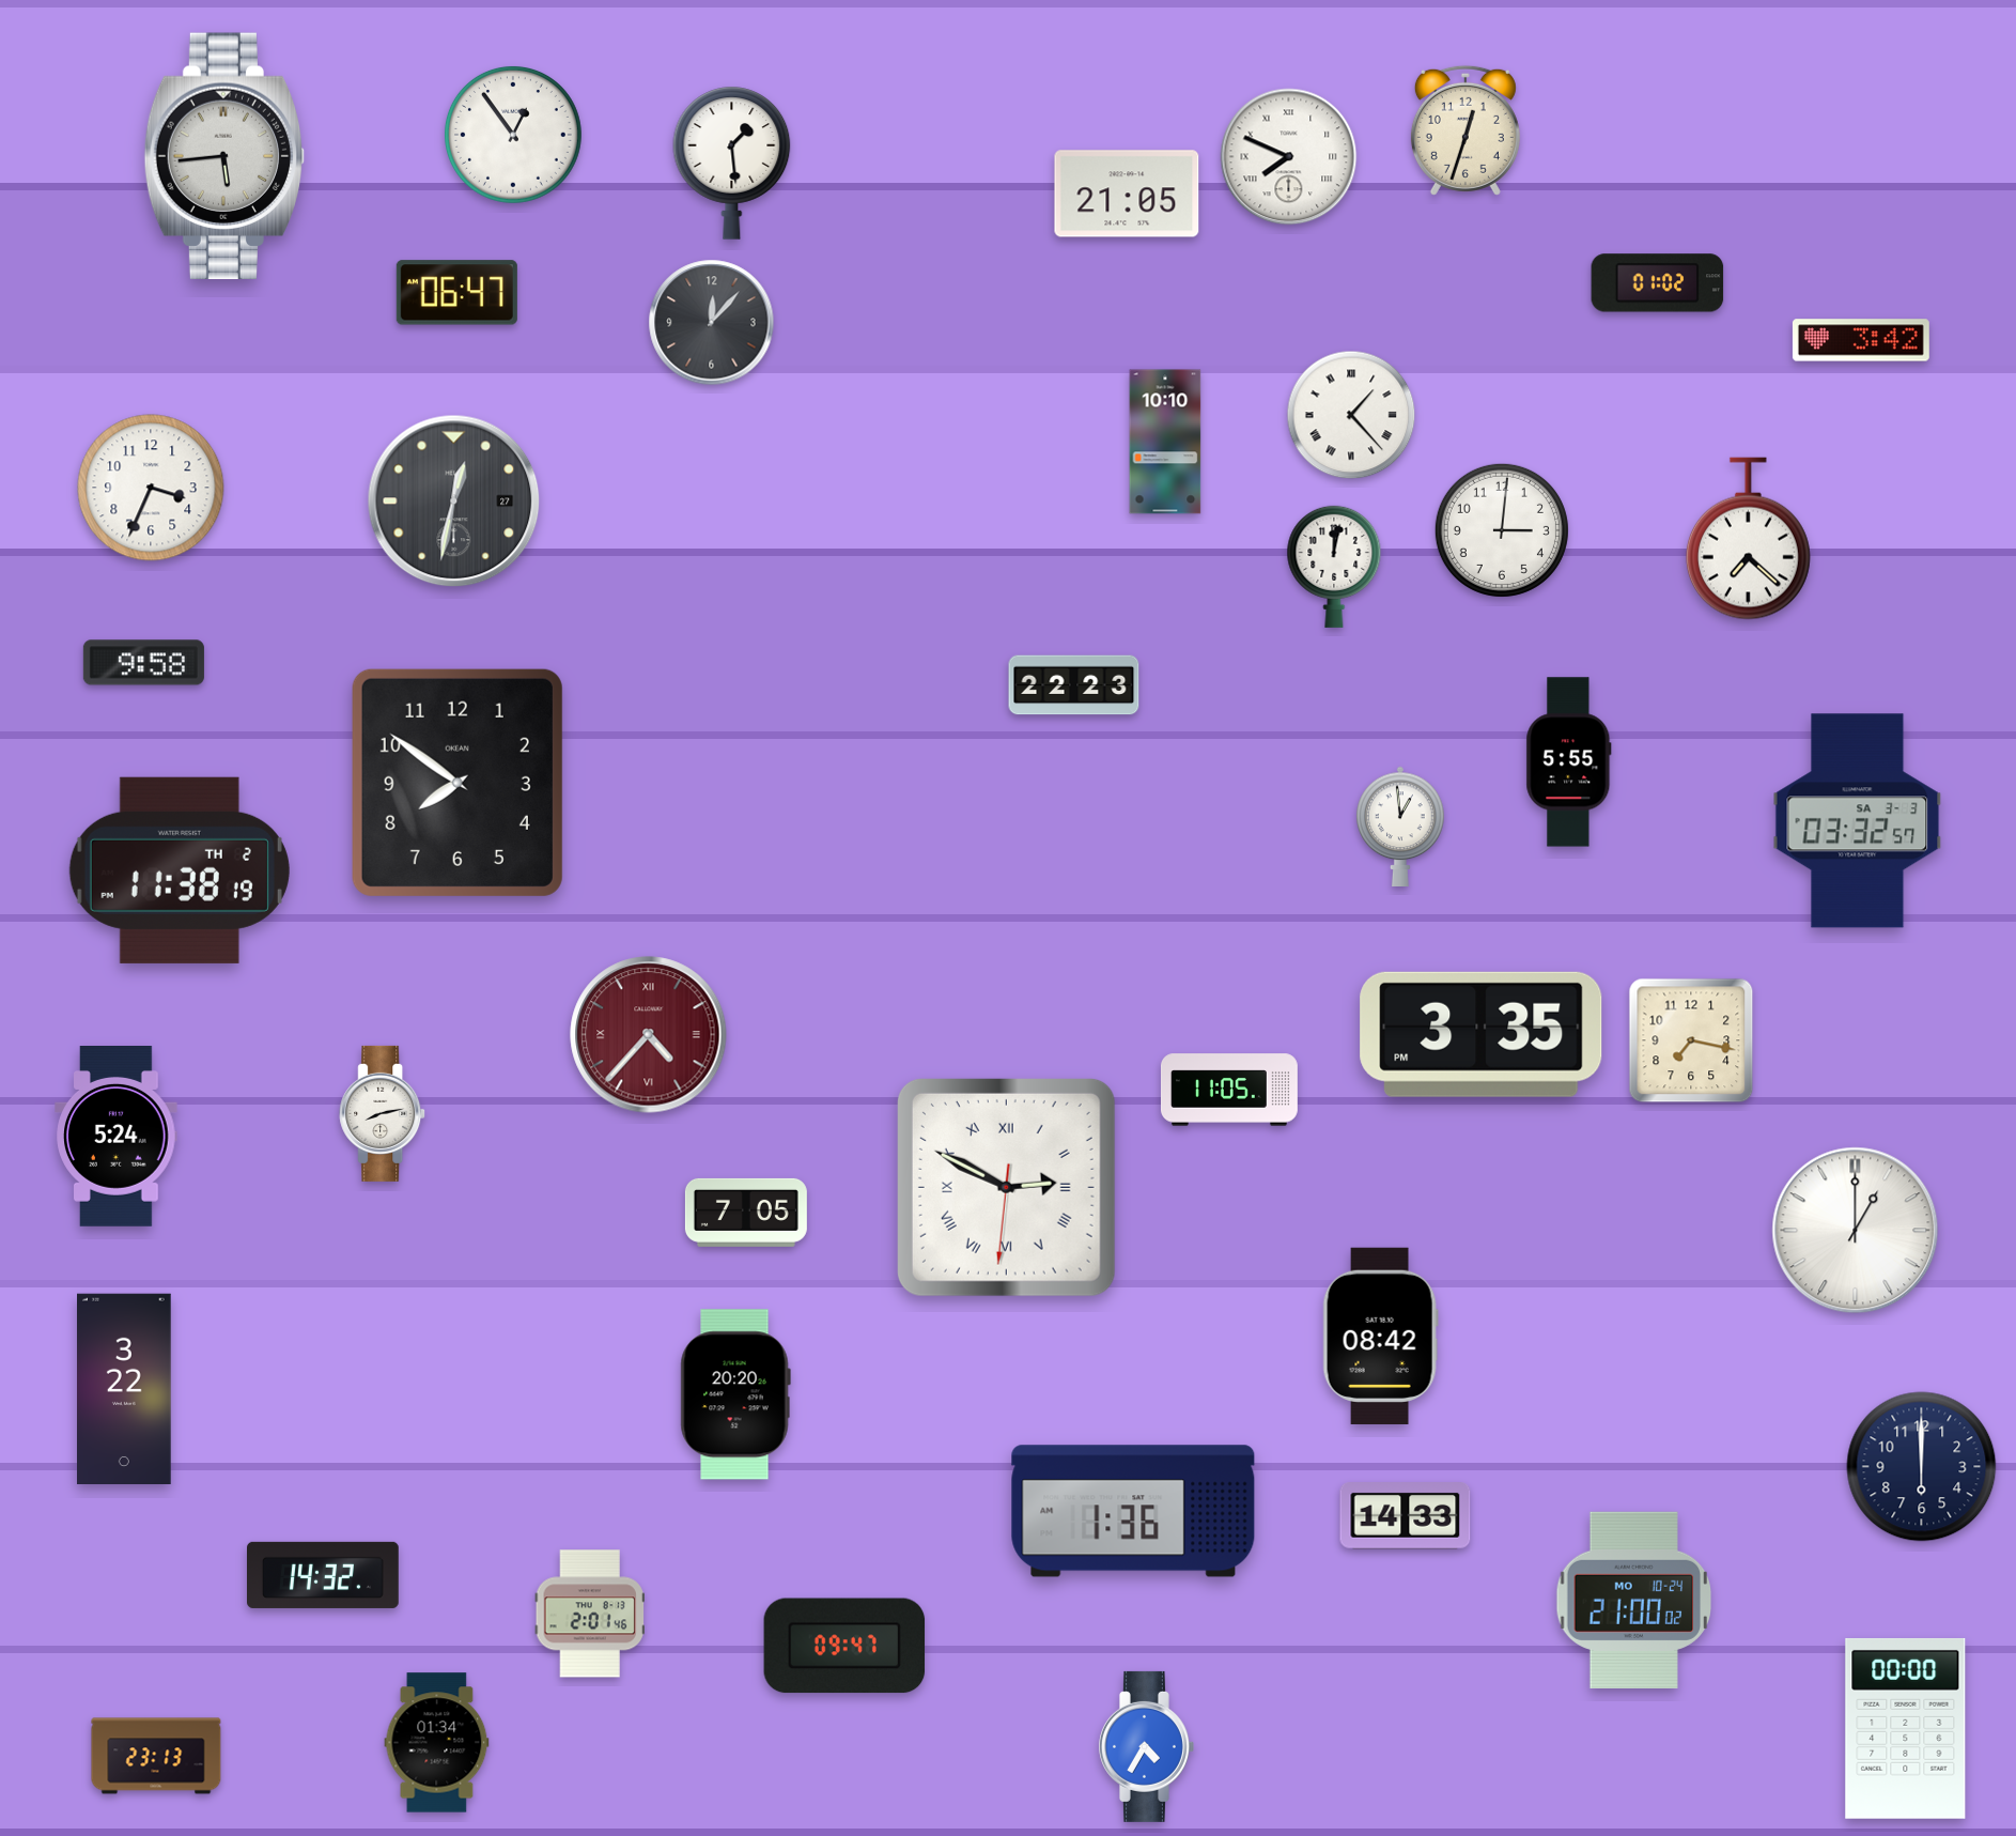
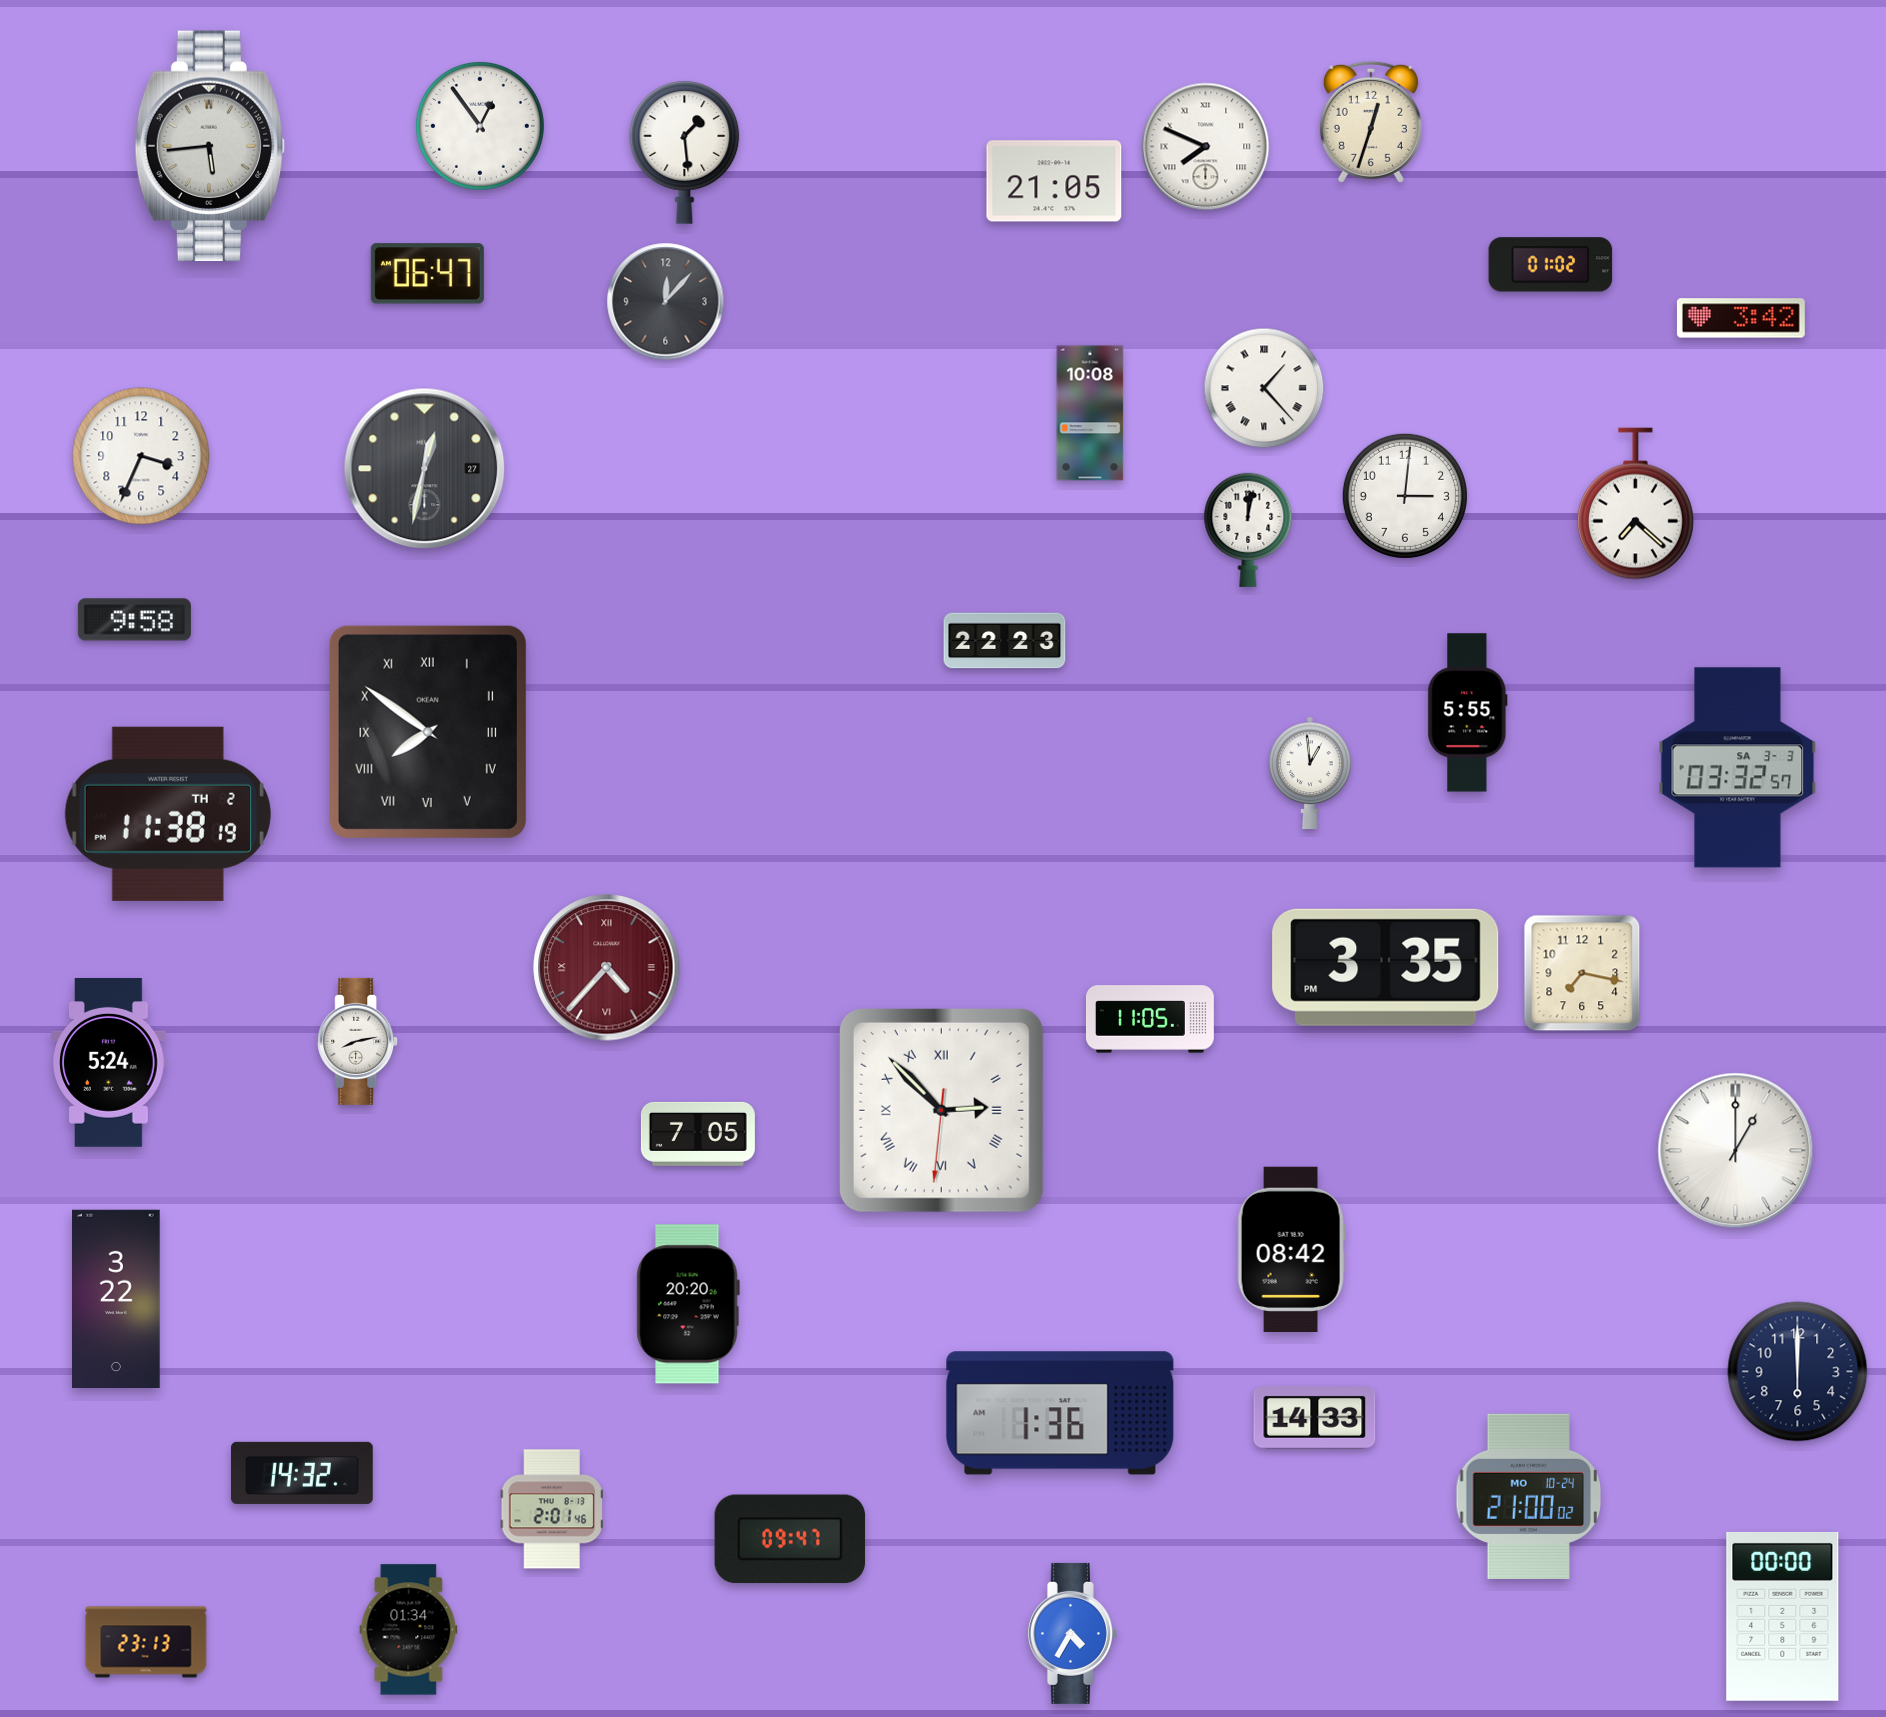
clock at (1165, 442): 10:10 -> 10:08
clock at (458, 783) numerals: Arabic -> Roman
clock at (1006, 1187): 2:49 -> 2:52
